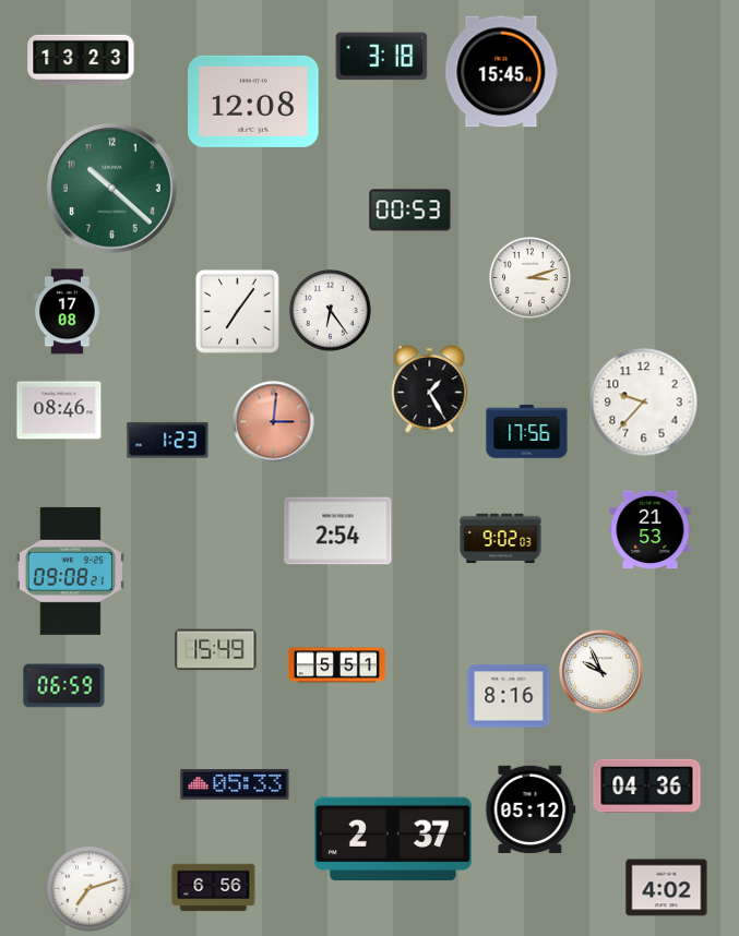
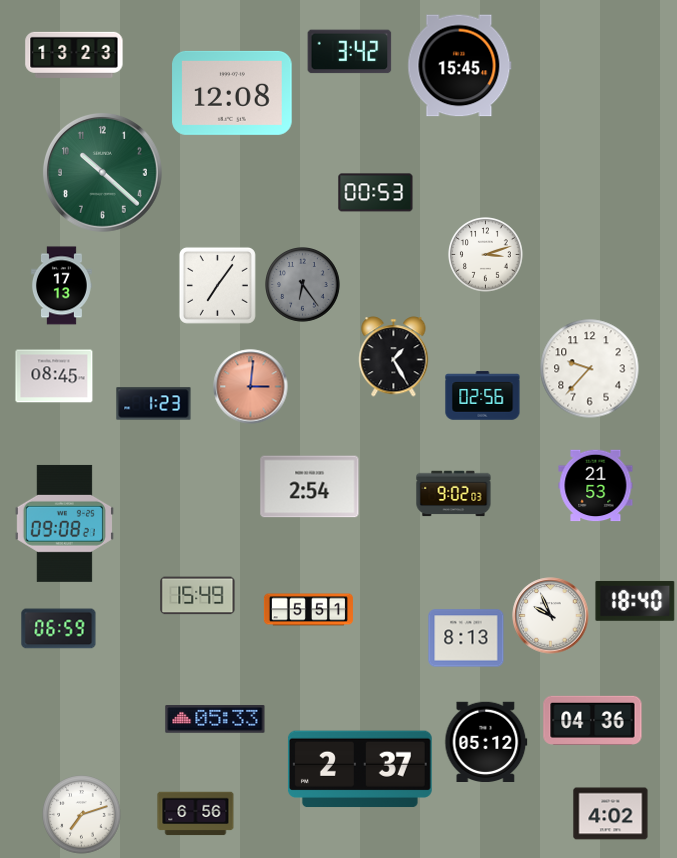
clock at (382, 57): 3:18 -> 3:42
clock at (331, 311) dial: white -> grey
clock at (67, 312): 17:08 -> 17:13
clock at (59, 410): 08:46 -> 08:45
clock at (527, 432): 17:56 -> 02:56
clock at (501, 539) position: (501, 539) -> (454, 494)
clock at (635, 601): none -> 18:40
clock at (509, 696): 8:16 -> 8:13
